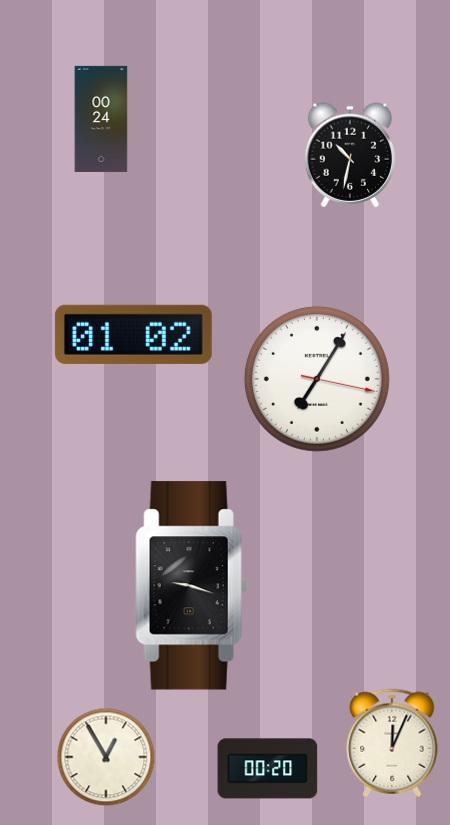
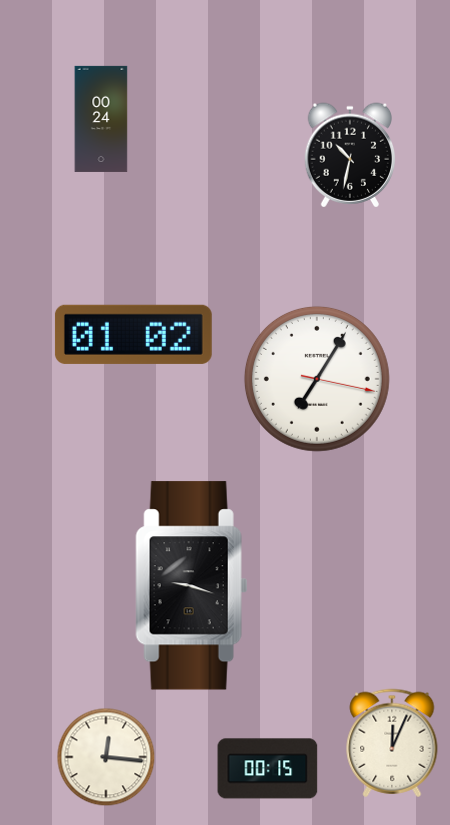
clock at (106, 757): 12:55 -> 12:16
clock at (268, 769): 00:20 -> 00:15
